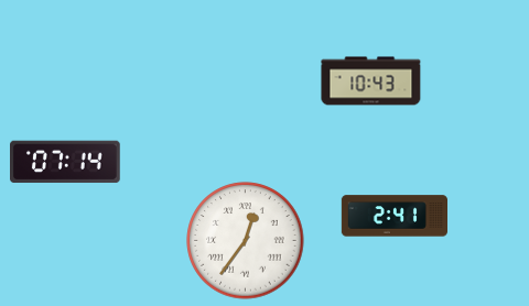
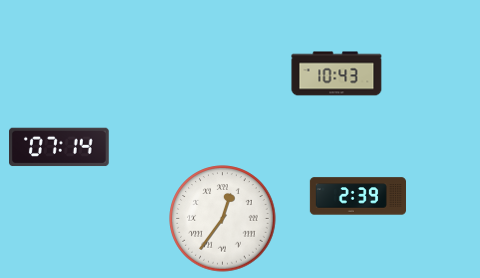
clock at (393, 216): 2:41 -> 2:39
